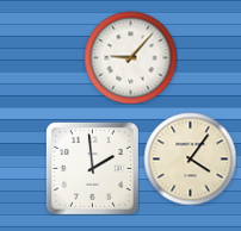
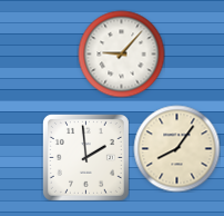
clock at (190, 158): 4:06 -> 8:06
